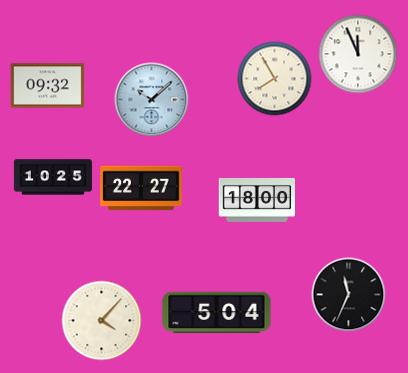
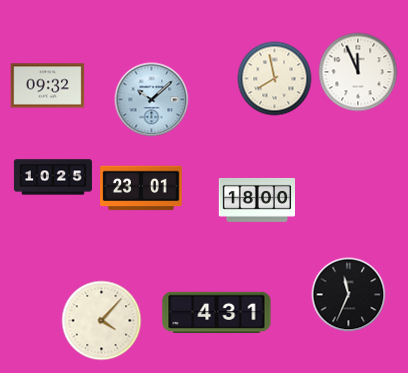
clock at (358, 54) position: (358, 54) -> (358, 72)
clock at (275, 79): 7:55 -> 7:58
clock at (141, 188): 22:27 -> 23:01
clock at (217, 313): 5:04 -> 4:31
